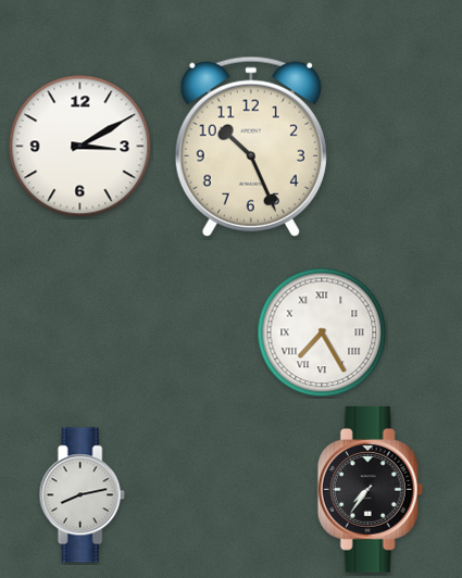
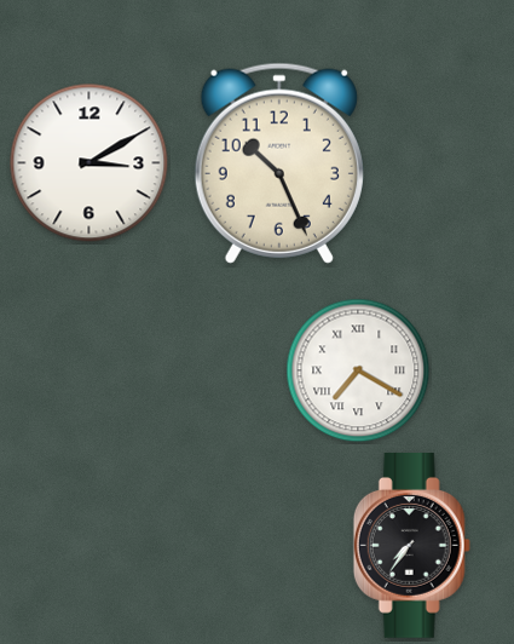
clock at (322, 332): 7:25 -> 7:20
clock at (82, 495): 8:13 -> none
